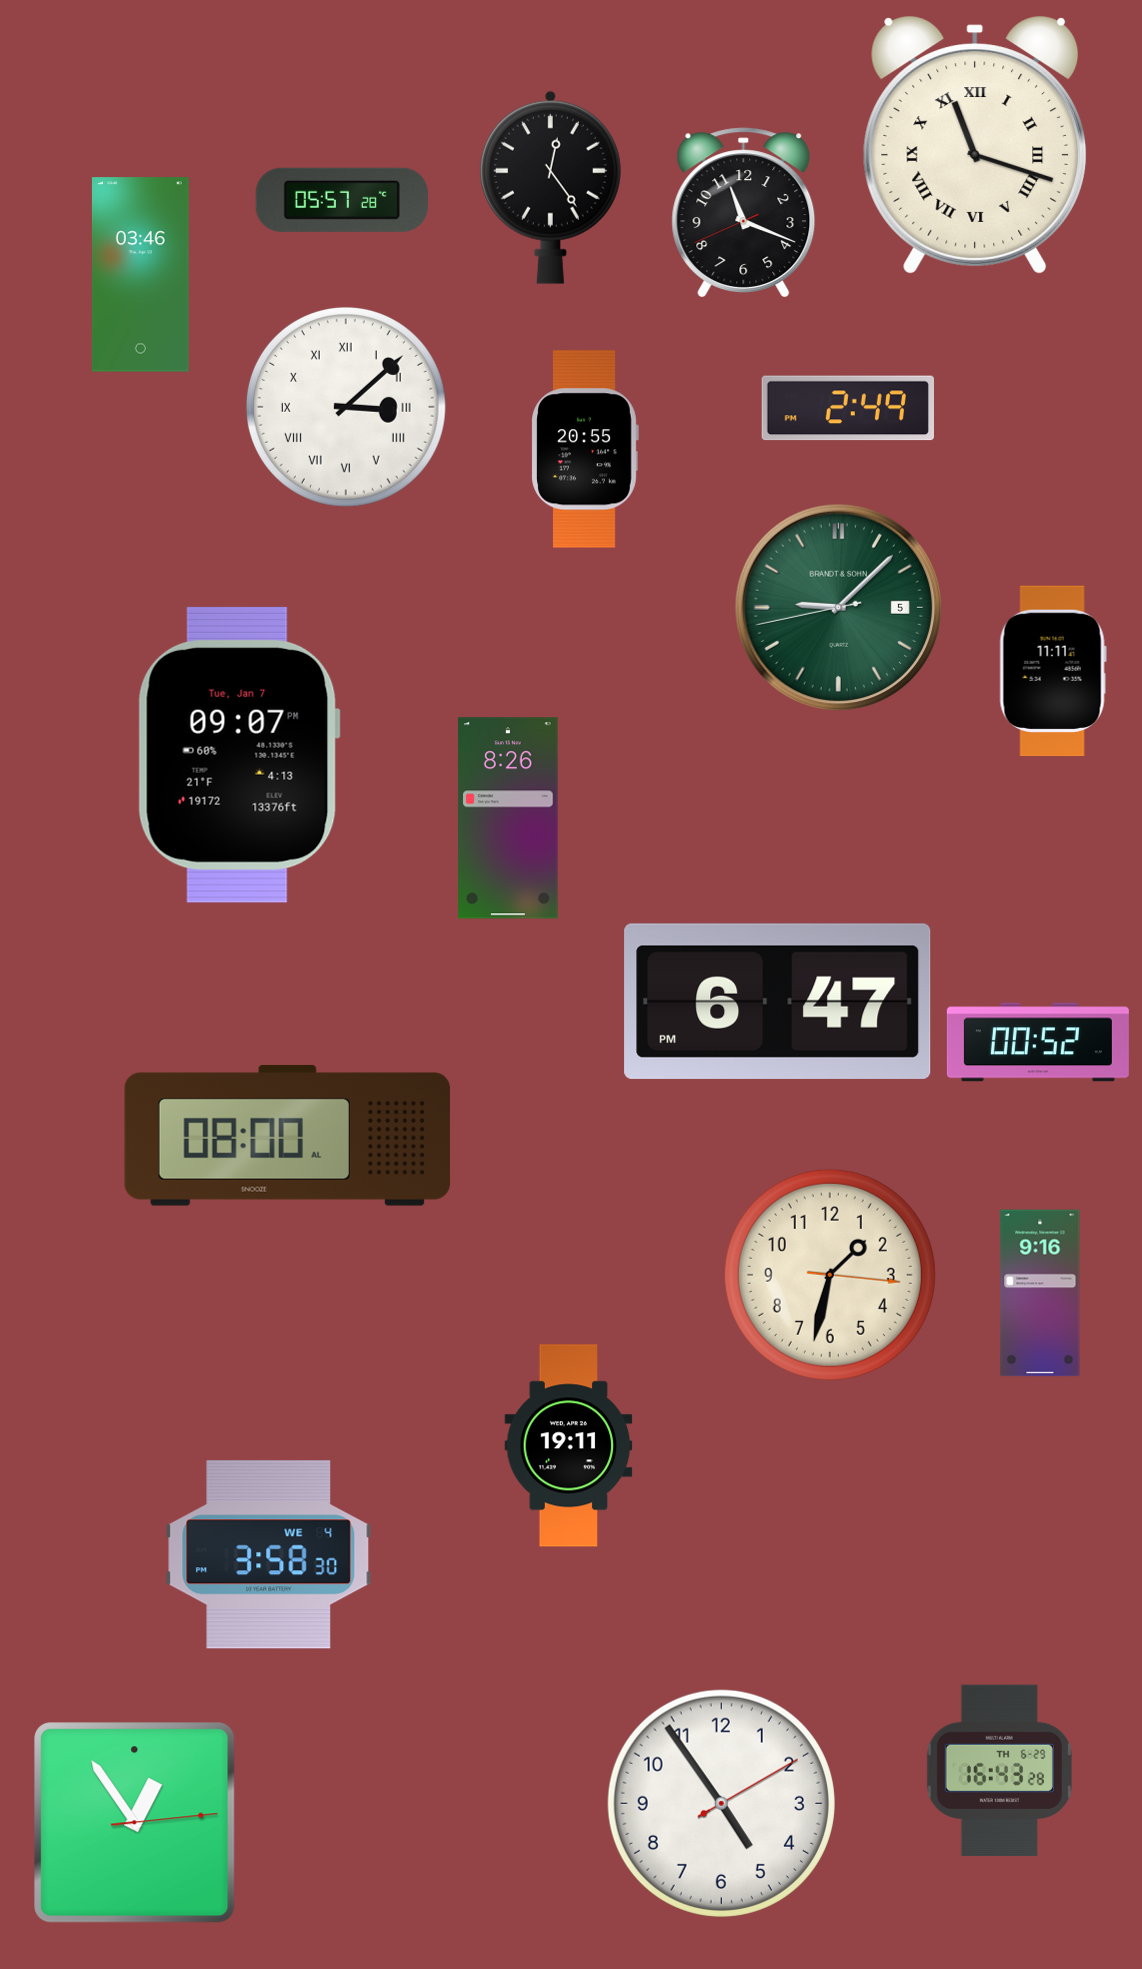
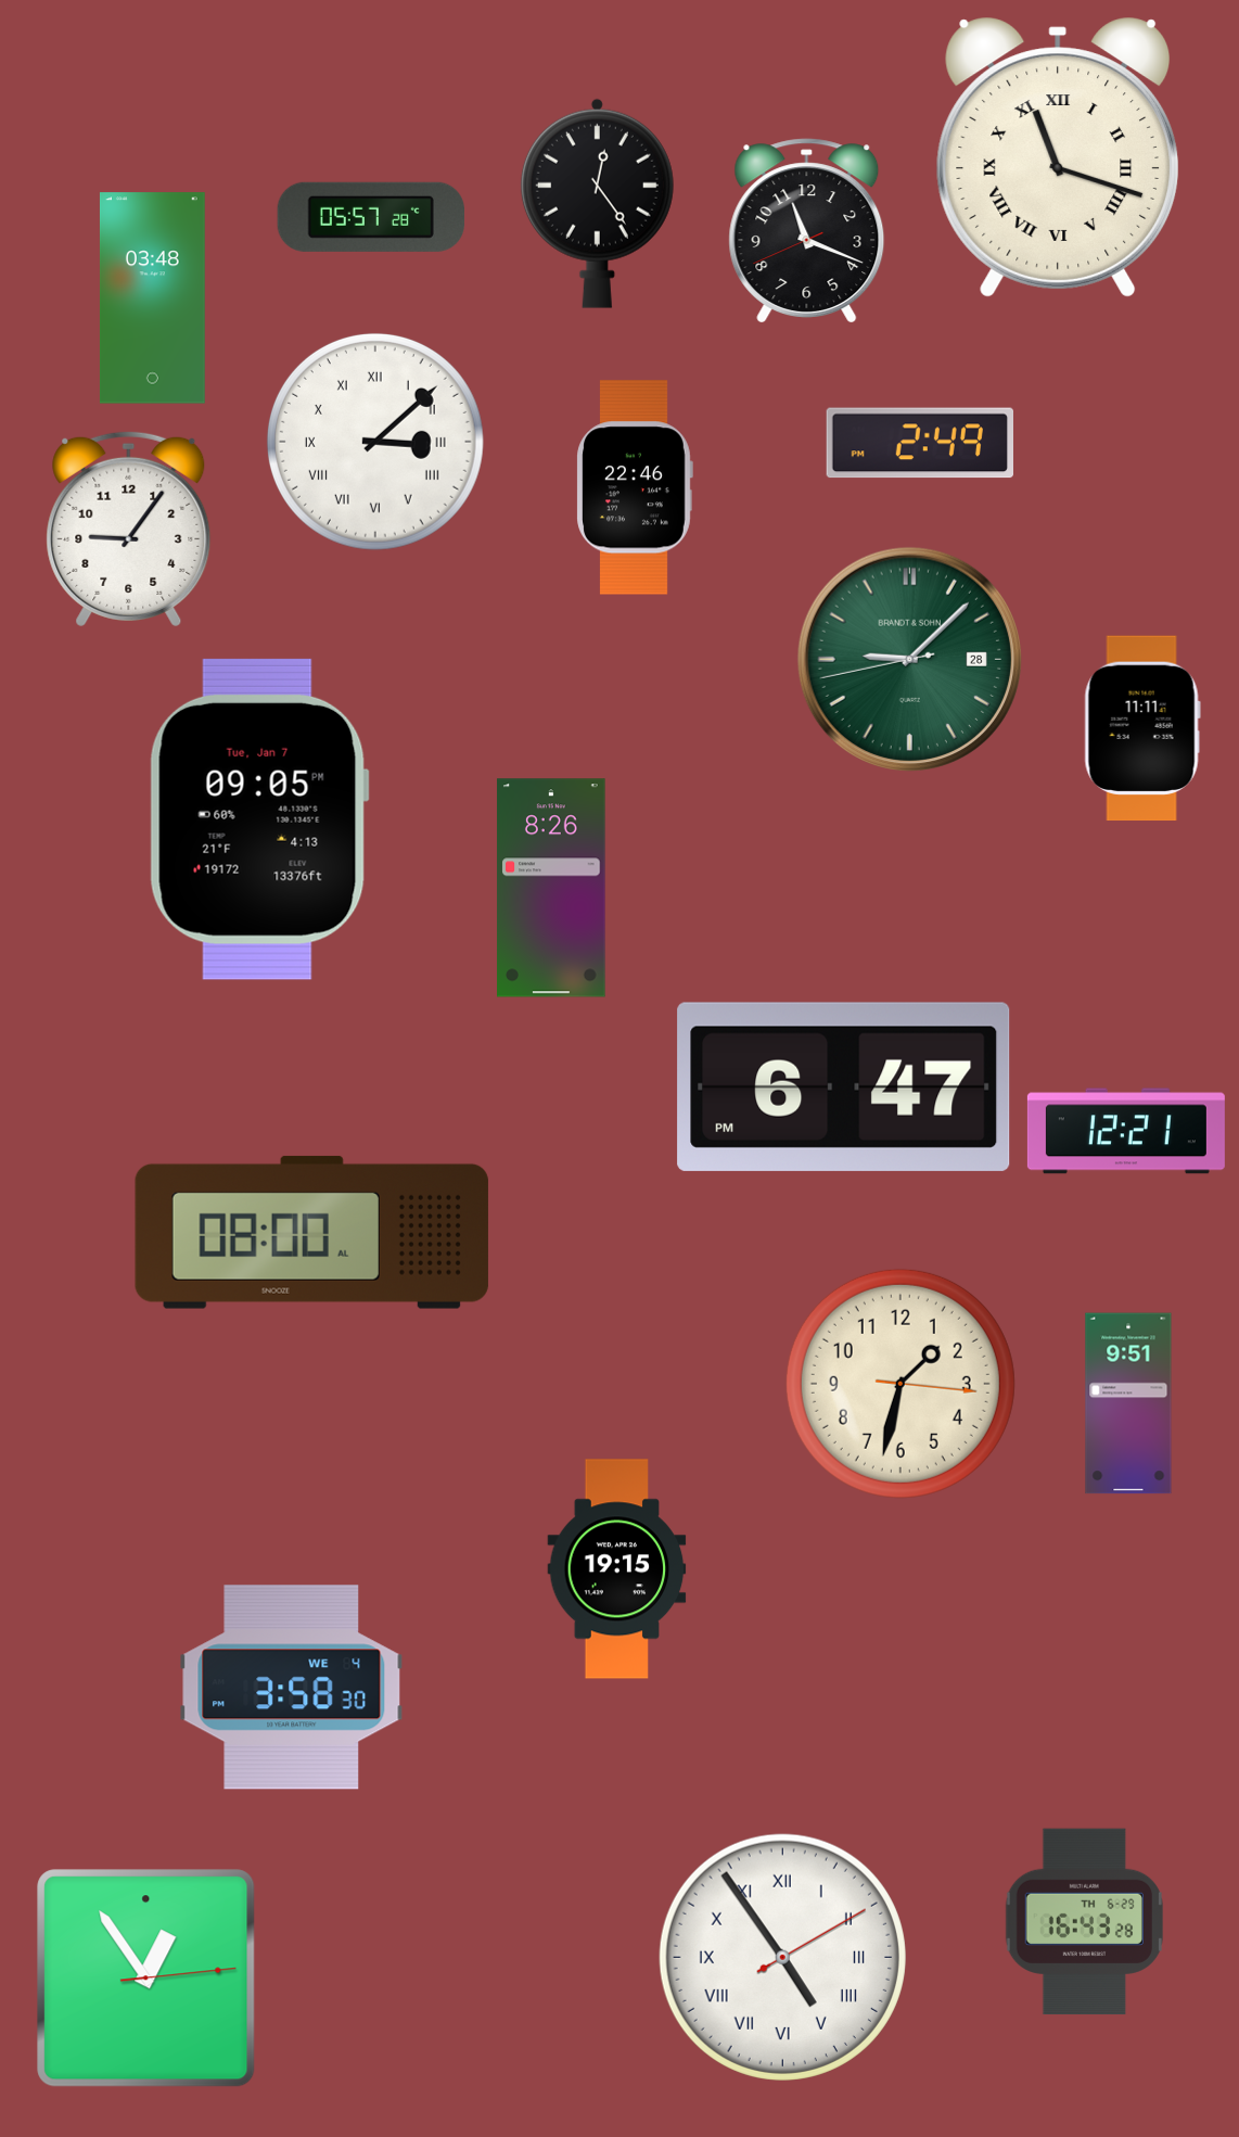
clock at (140, 275): 03:46 -> 03:48
clock at (585, 449): 20:55 -> 22:46
clock at (129, 529): none -> 9:06
clock at (838, 607) date: 5 -> 28
clock at (239, 755): 09:07 -> 09:05
clock at (1038, 1042): 00:52 -> 12:21
clock at (1040, 1293): 9:16 -> 9:51
clock at (569, 1446): 19:11 -> 19:15
clock at (721, 1803) numerals: Arabic -> Roman
